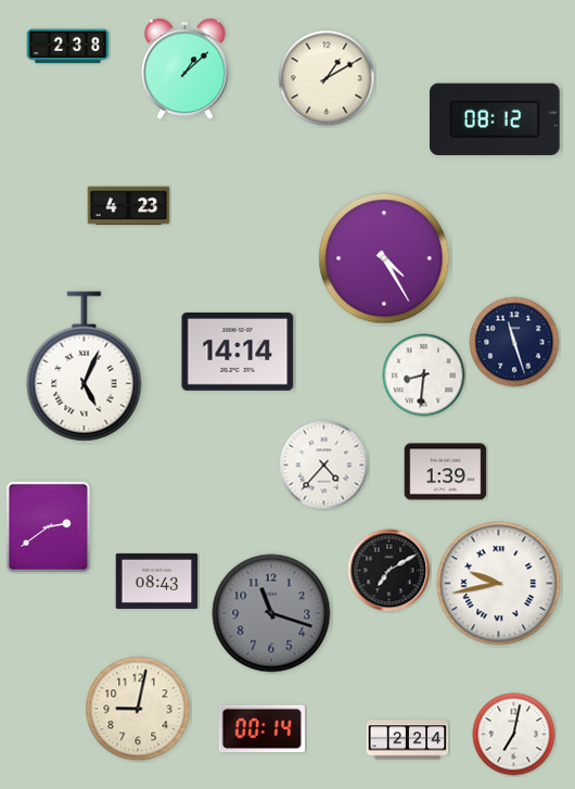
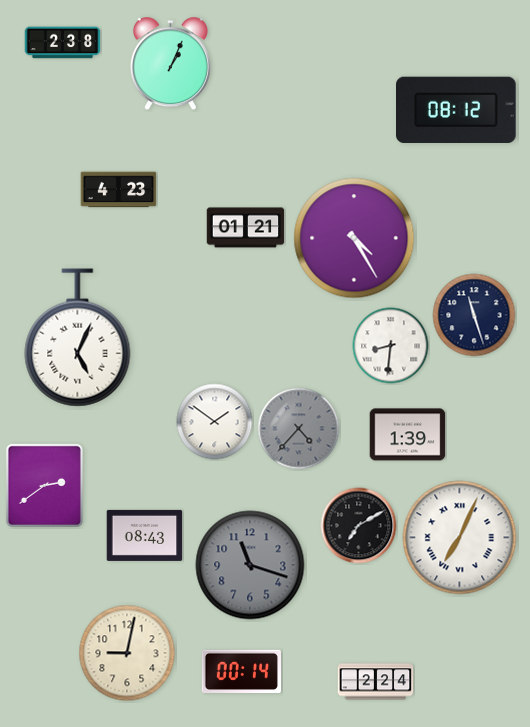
clock at (184, 69): 1:08 -> 1:04
clock at (327, 78): 1:10 -> none
clock at (246, 228): none -> 01:21
clock at (238, 352): 14:14 -> none
clock at (215, 422): none -> 1:51
clock at (324, 466) dial: white -> grey
clock at (446, 472) position: (446, 472) -> (408, 435)
clock at (499, 584): 9:43 -> 7:04
clock at (514, 735): 7:02 -> none
